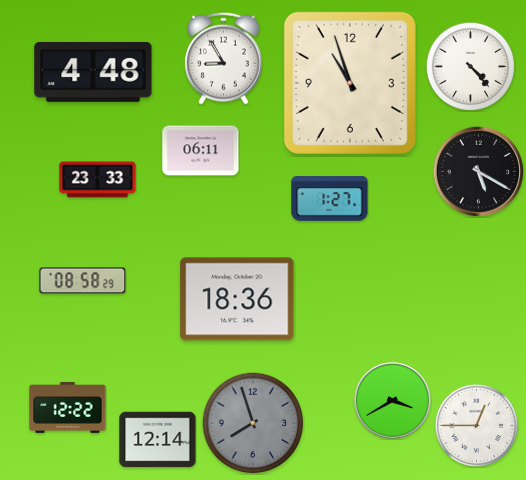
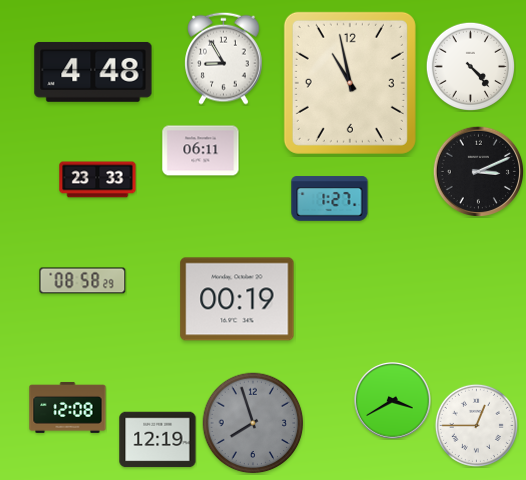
clock at (350, 83): 10:57 -> 10:58
clock at (478, 171): 5:20 -> 3:11
clock at (237, 299): 18:36 -> 00:19
clock at (68, 407): 12:22 -> 12:08
clock at (158, 440): 12:14 -> 12:19
